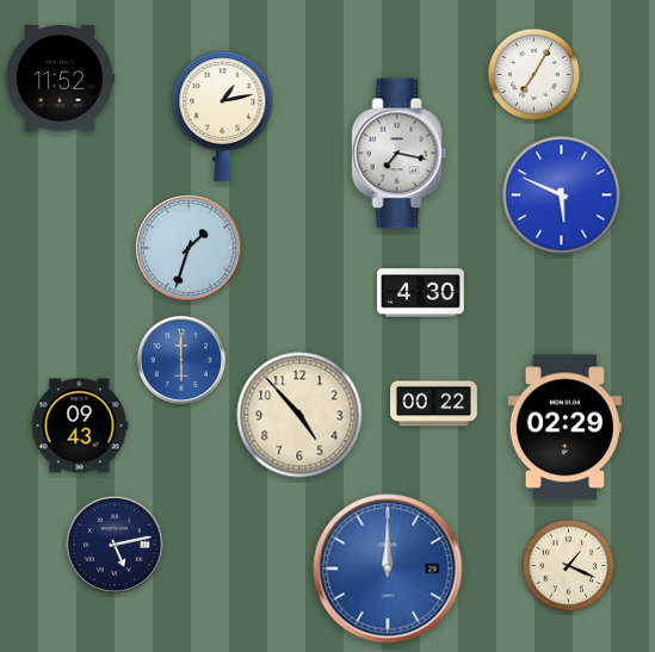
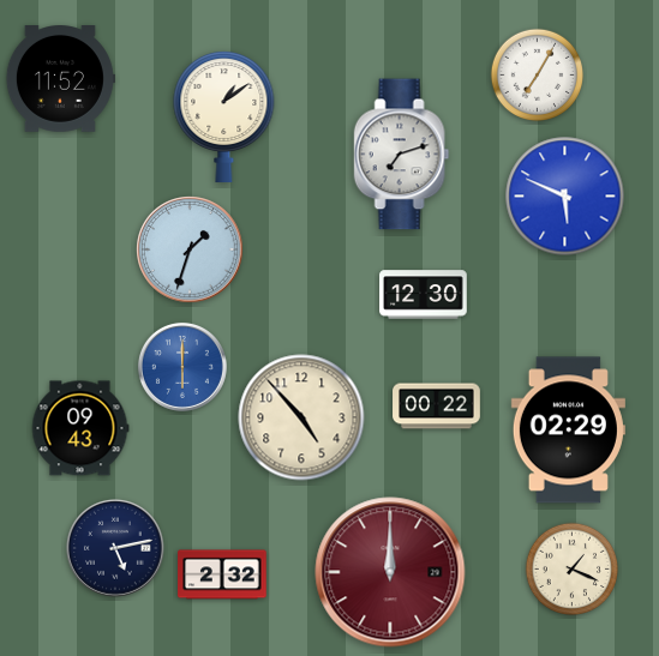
clock at (223, 116): 1:13 -> 1:09
clock at (400, 154): 7:17 -> 7:12
clock at (421, 293): 4:30 -> 12:30
clock at (181, 360) position: (181, 360) -> (182, 367)
clock at (388, 569) dial: blue -> burgundy
clock at (222, 574): none -> 2:32
